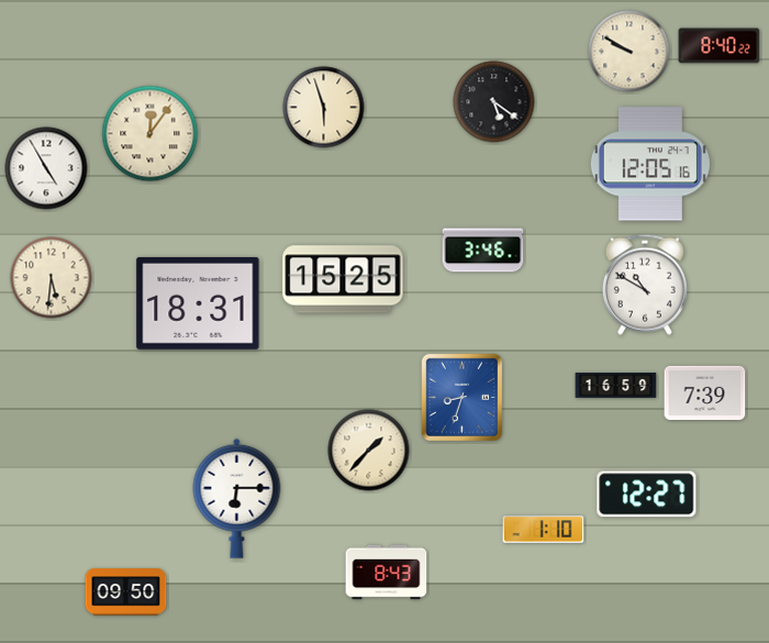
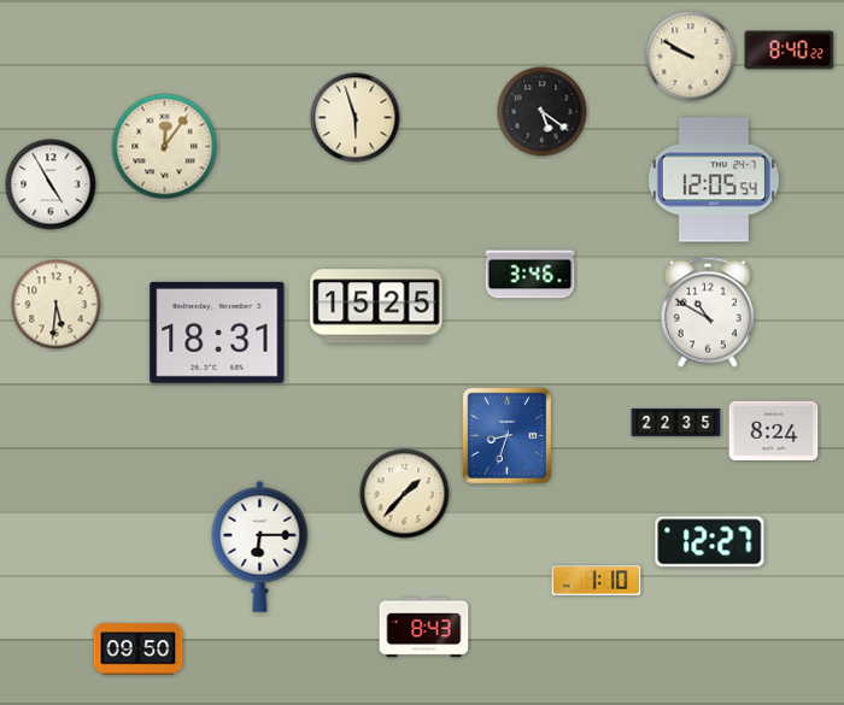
clock at (650, 164): 12:05:16 -> 12:05:54
clock at (616, 386): 16:59 -> 22:35
clock at (705, 392): 7:39 -> 8:24
